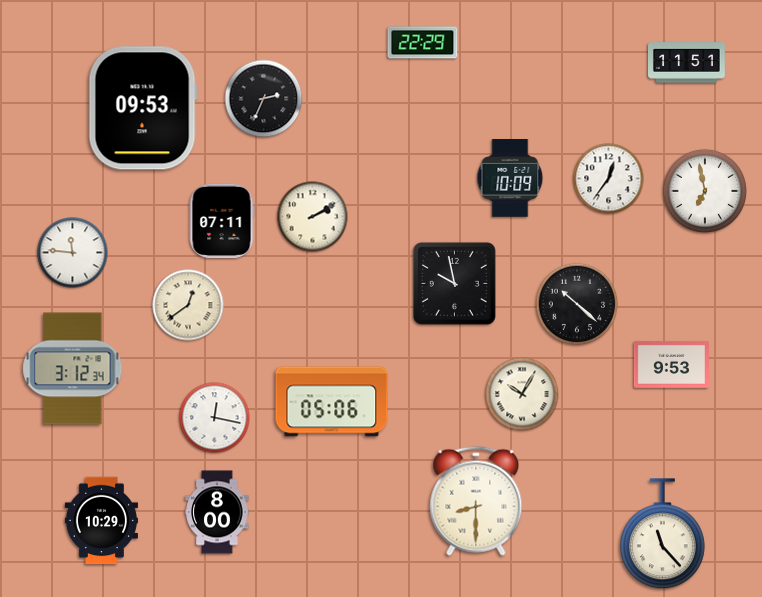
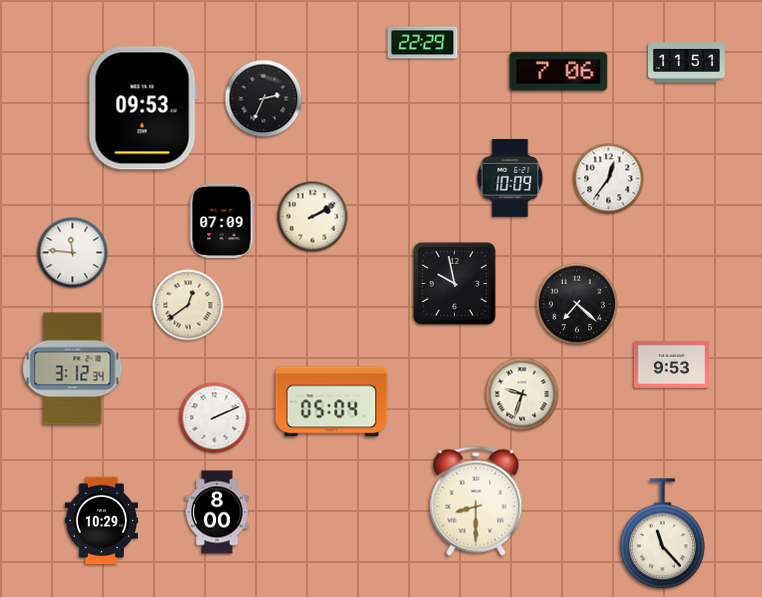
clock at (559, 72): none -> 7:06
clock at (705, 191): 6:58 -> none
clock at (222, 221): 07:11 -> 07:09
clock at (577, 304): 10:22 -> 7:22
clock at (522, 394): 10:05 -> 9:33
clock at (332, 402): 05:06 -> 05:04
clock at (215, 418): 12:17 -> 2:11
